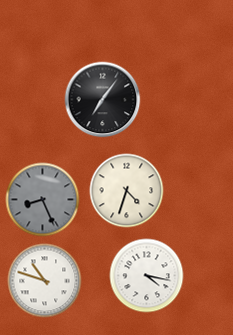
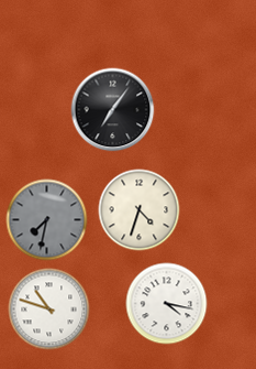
clock at (43, 200): 8:26 -> 7:32
clock at (147, 276) position: (147, 276) -> (167, 304)
